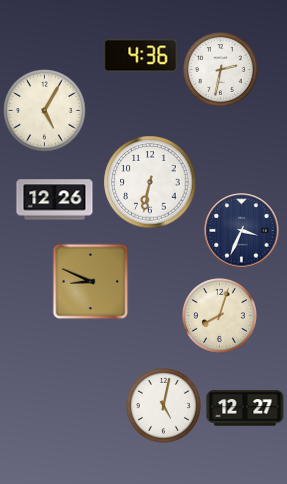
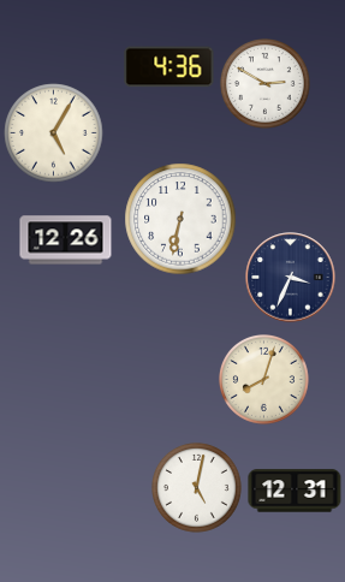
clock at (221, 70): 2:32 -> 2:50
clock at (91, 282): 8:49 -> none
clock at (245, 408): 12:27 -> 12:31
